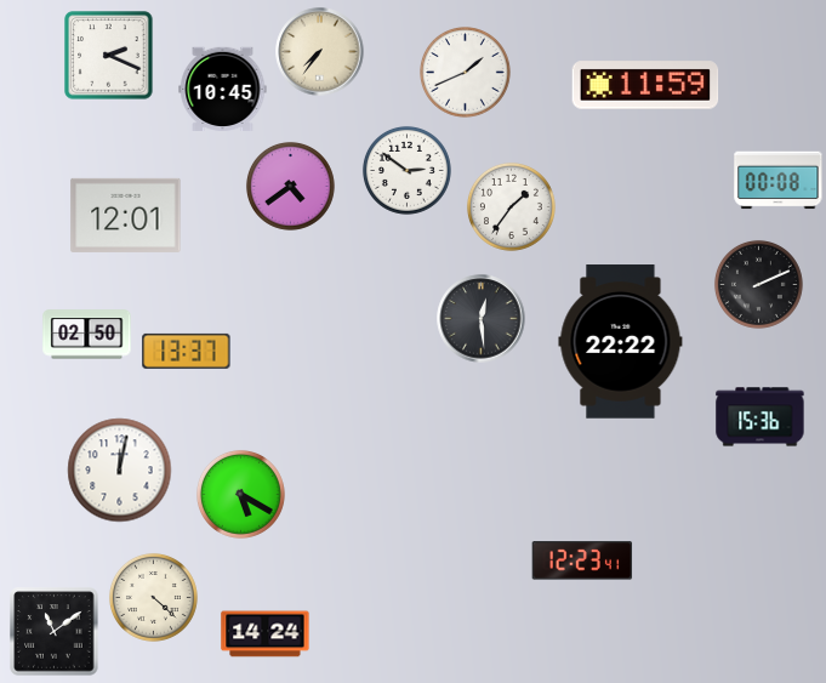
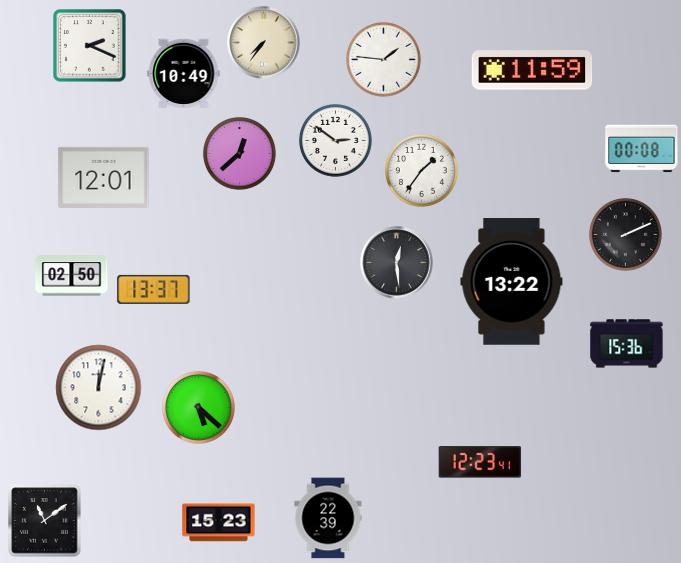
clock at (466, 73): 1:41 -> 1:46
clock at (223, 89): 10:45 -> 10:49
clock at (290, 186): 4:39 -> 12:38
clock at (621, 342): 22:22 -> 13:22
clock at (240, 494): 5:20 -> 5:22
clock at (153, 597): 4:22 -> none
clock at (328, 518): none -> 22:39
clock at (266, 634): 14:24 -> 15:23
